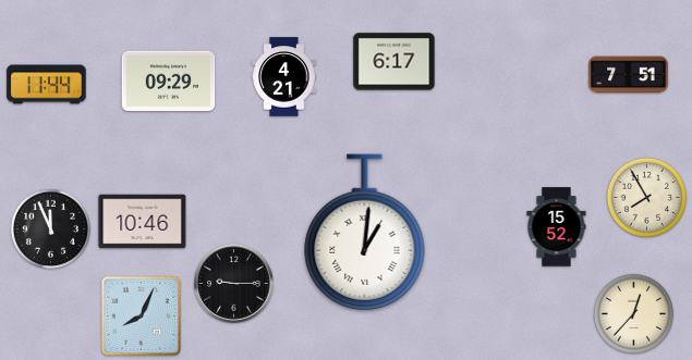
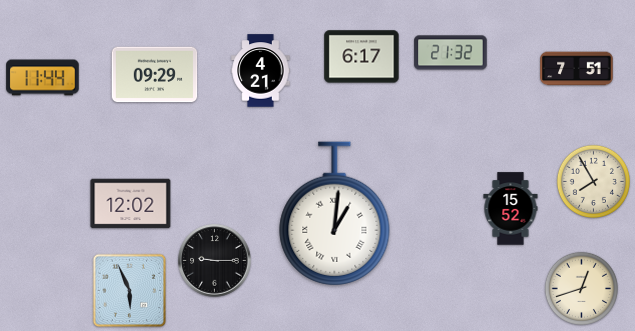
clock at (451, 53): none -> 21:32
clock at (143, 222): 10:46 -> 12:02
clock at (50, 228): 11:56 -> none
clock at (633, 313): 12:37 -> 12:42
clock at (142, 316): 8:04 -> 5:56
